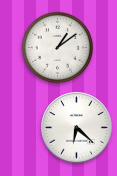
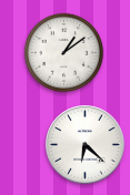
clock at (77, 128) position: (77, 128) -> (86, 145)
